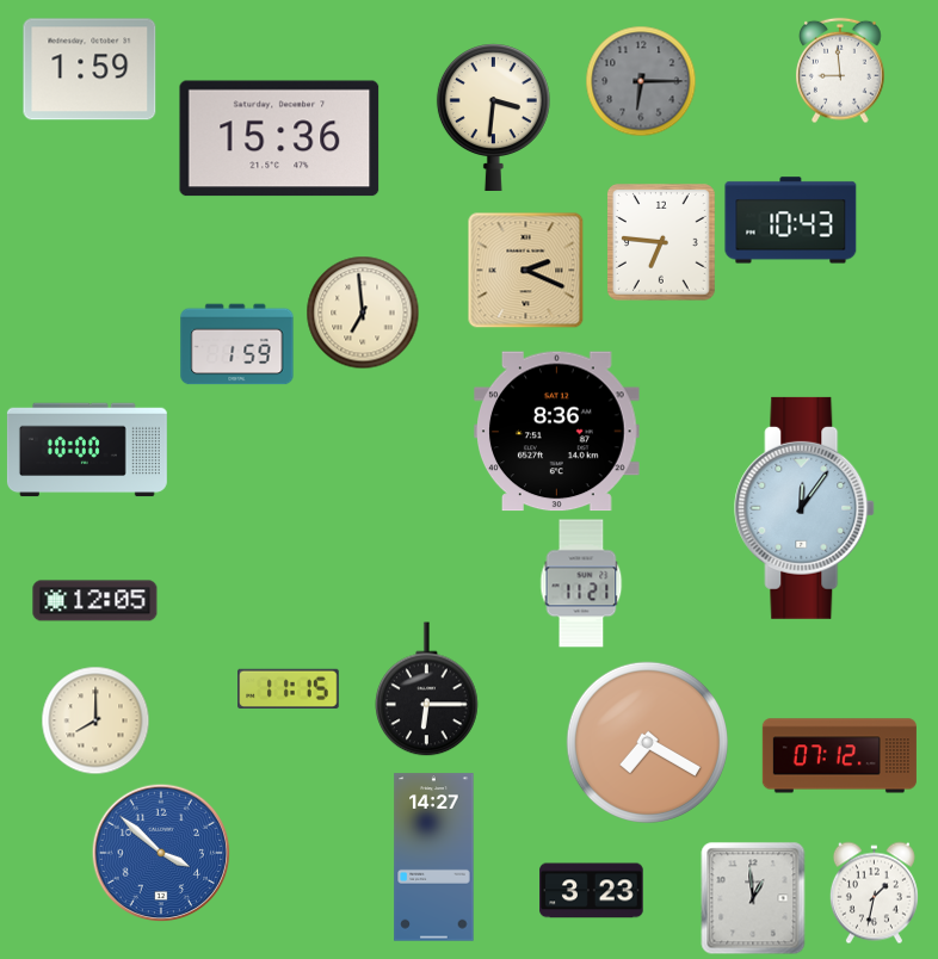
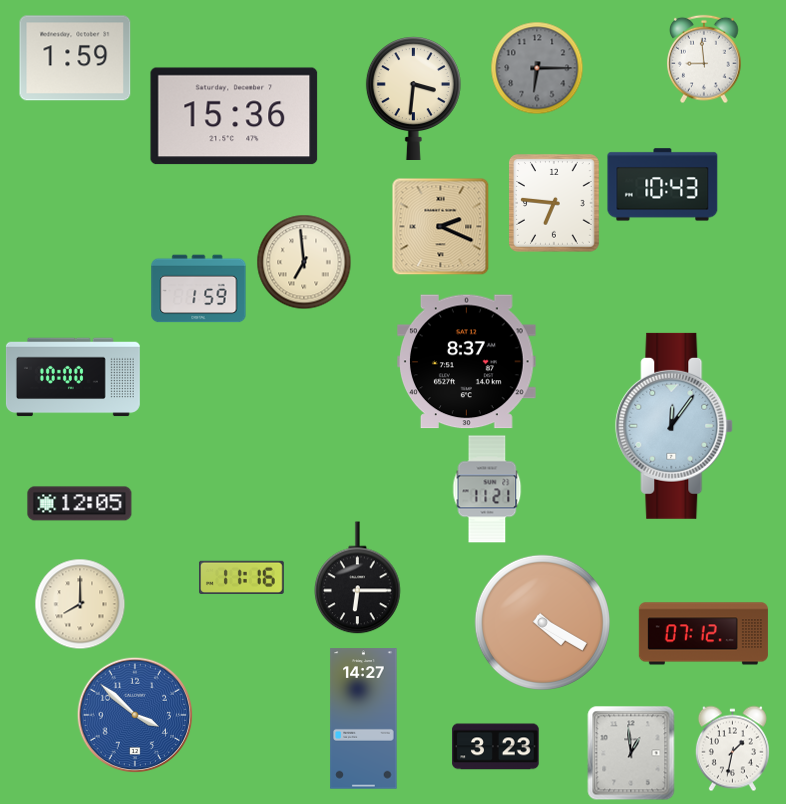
clock at (557, 432): 8:36 -> 8:37
clock at (289, 688): 11:15 -> 11:16
clock at (647, 742): 7:20 -> 4:20
